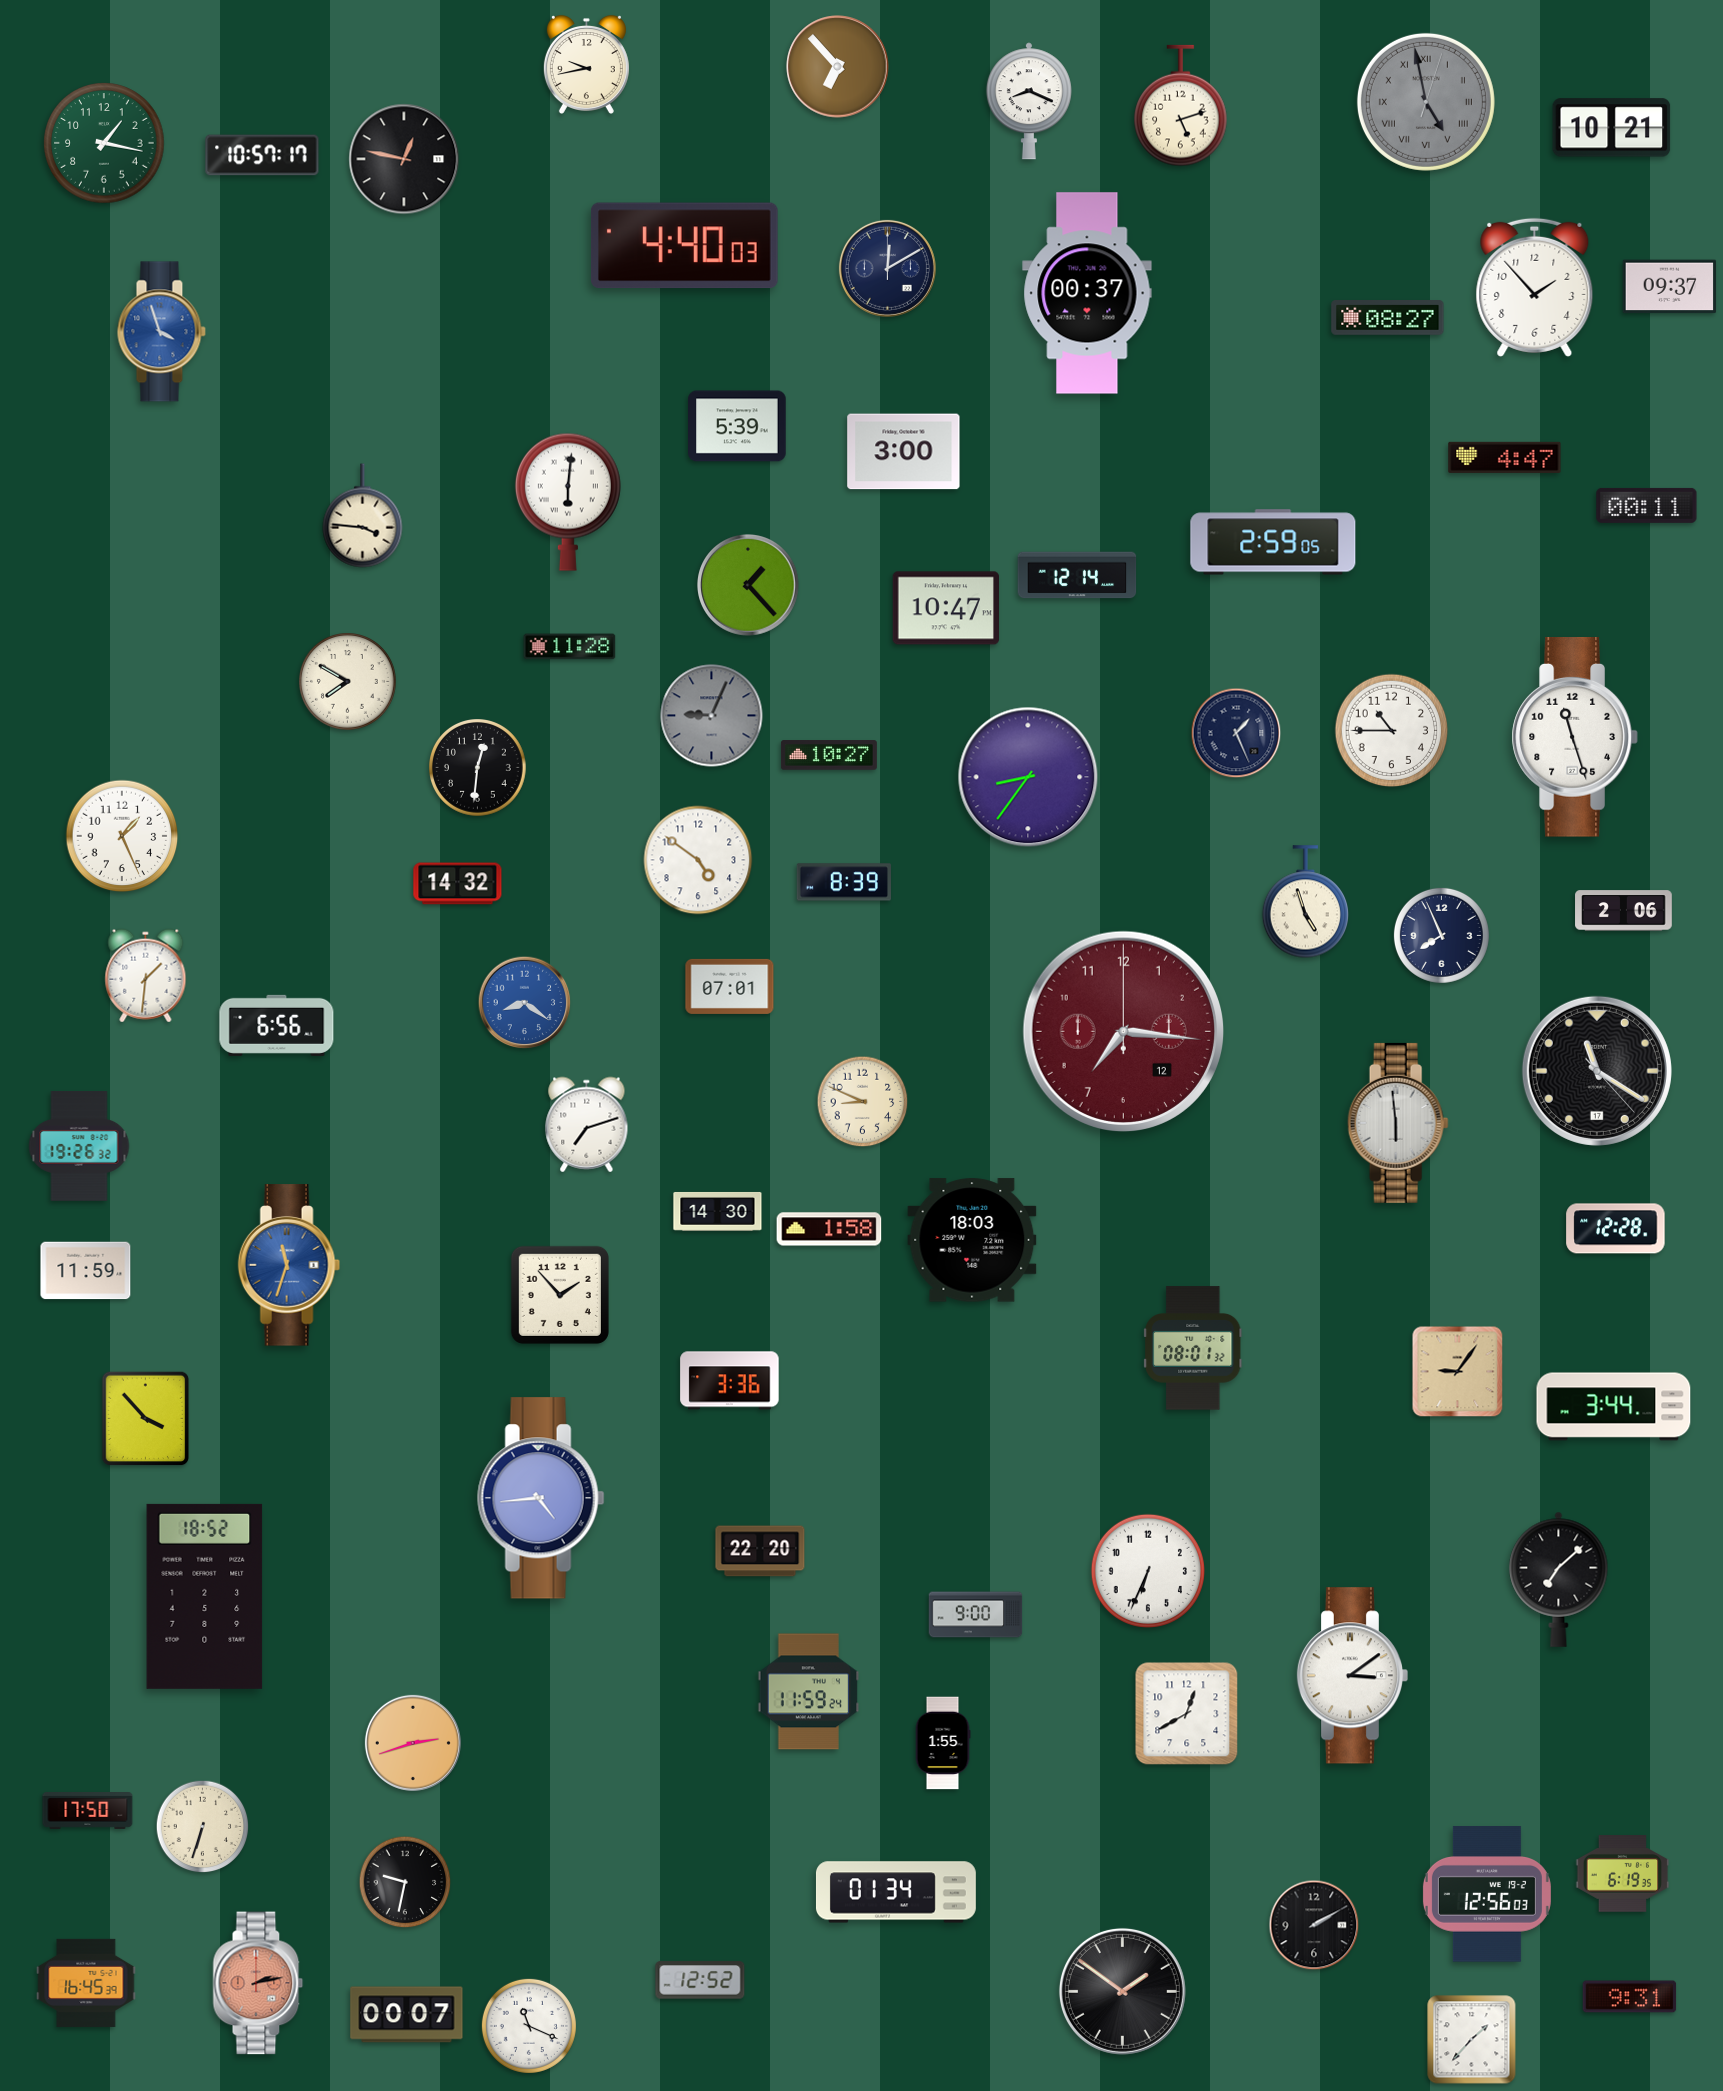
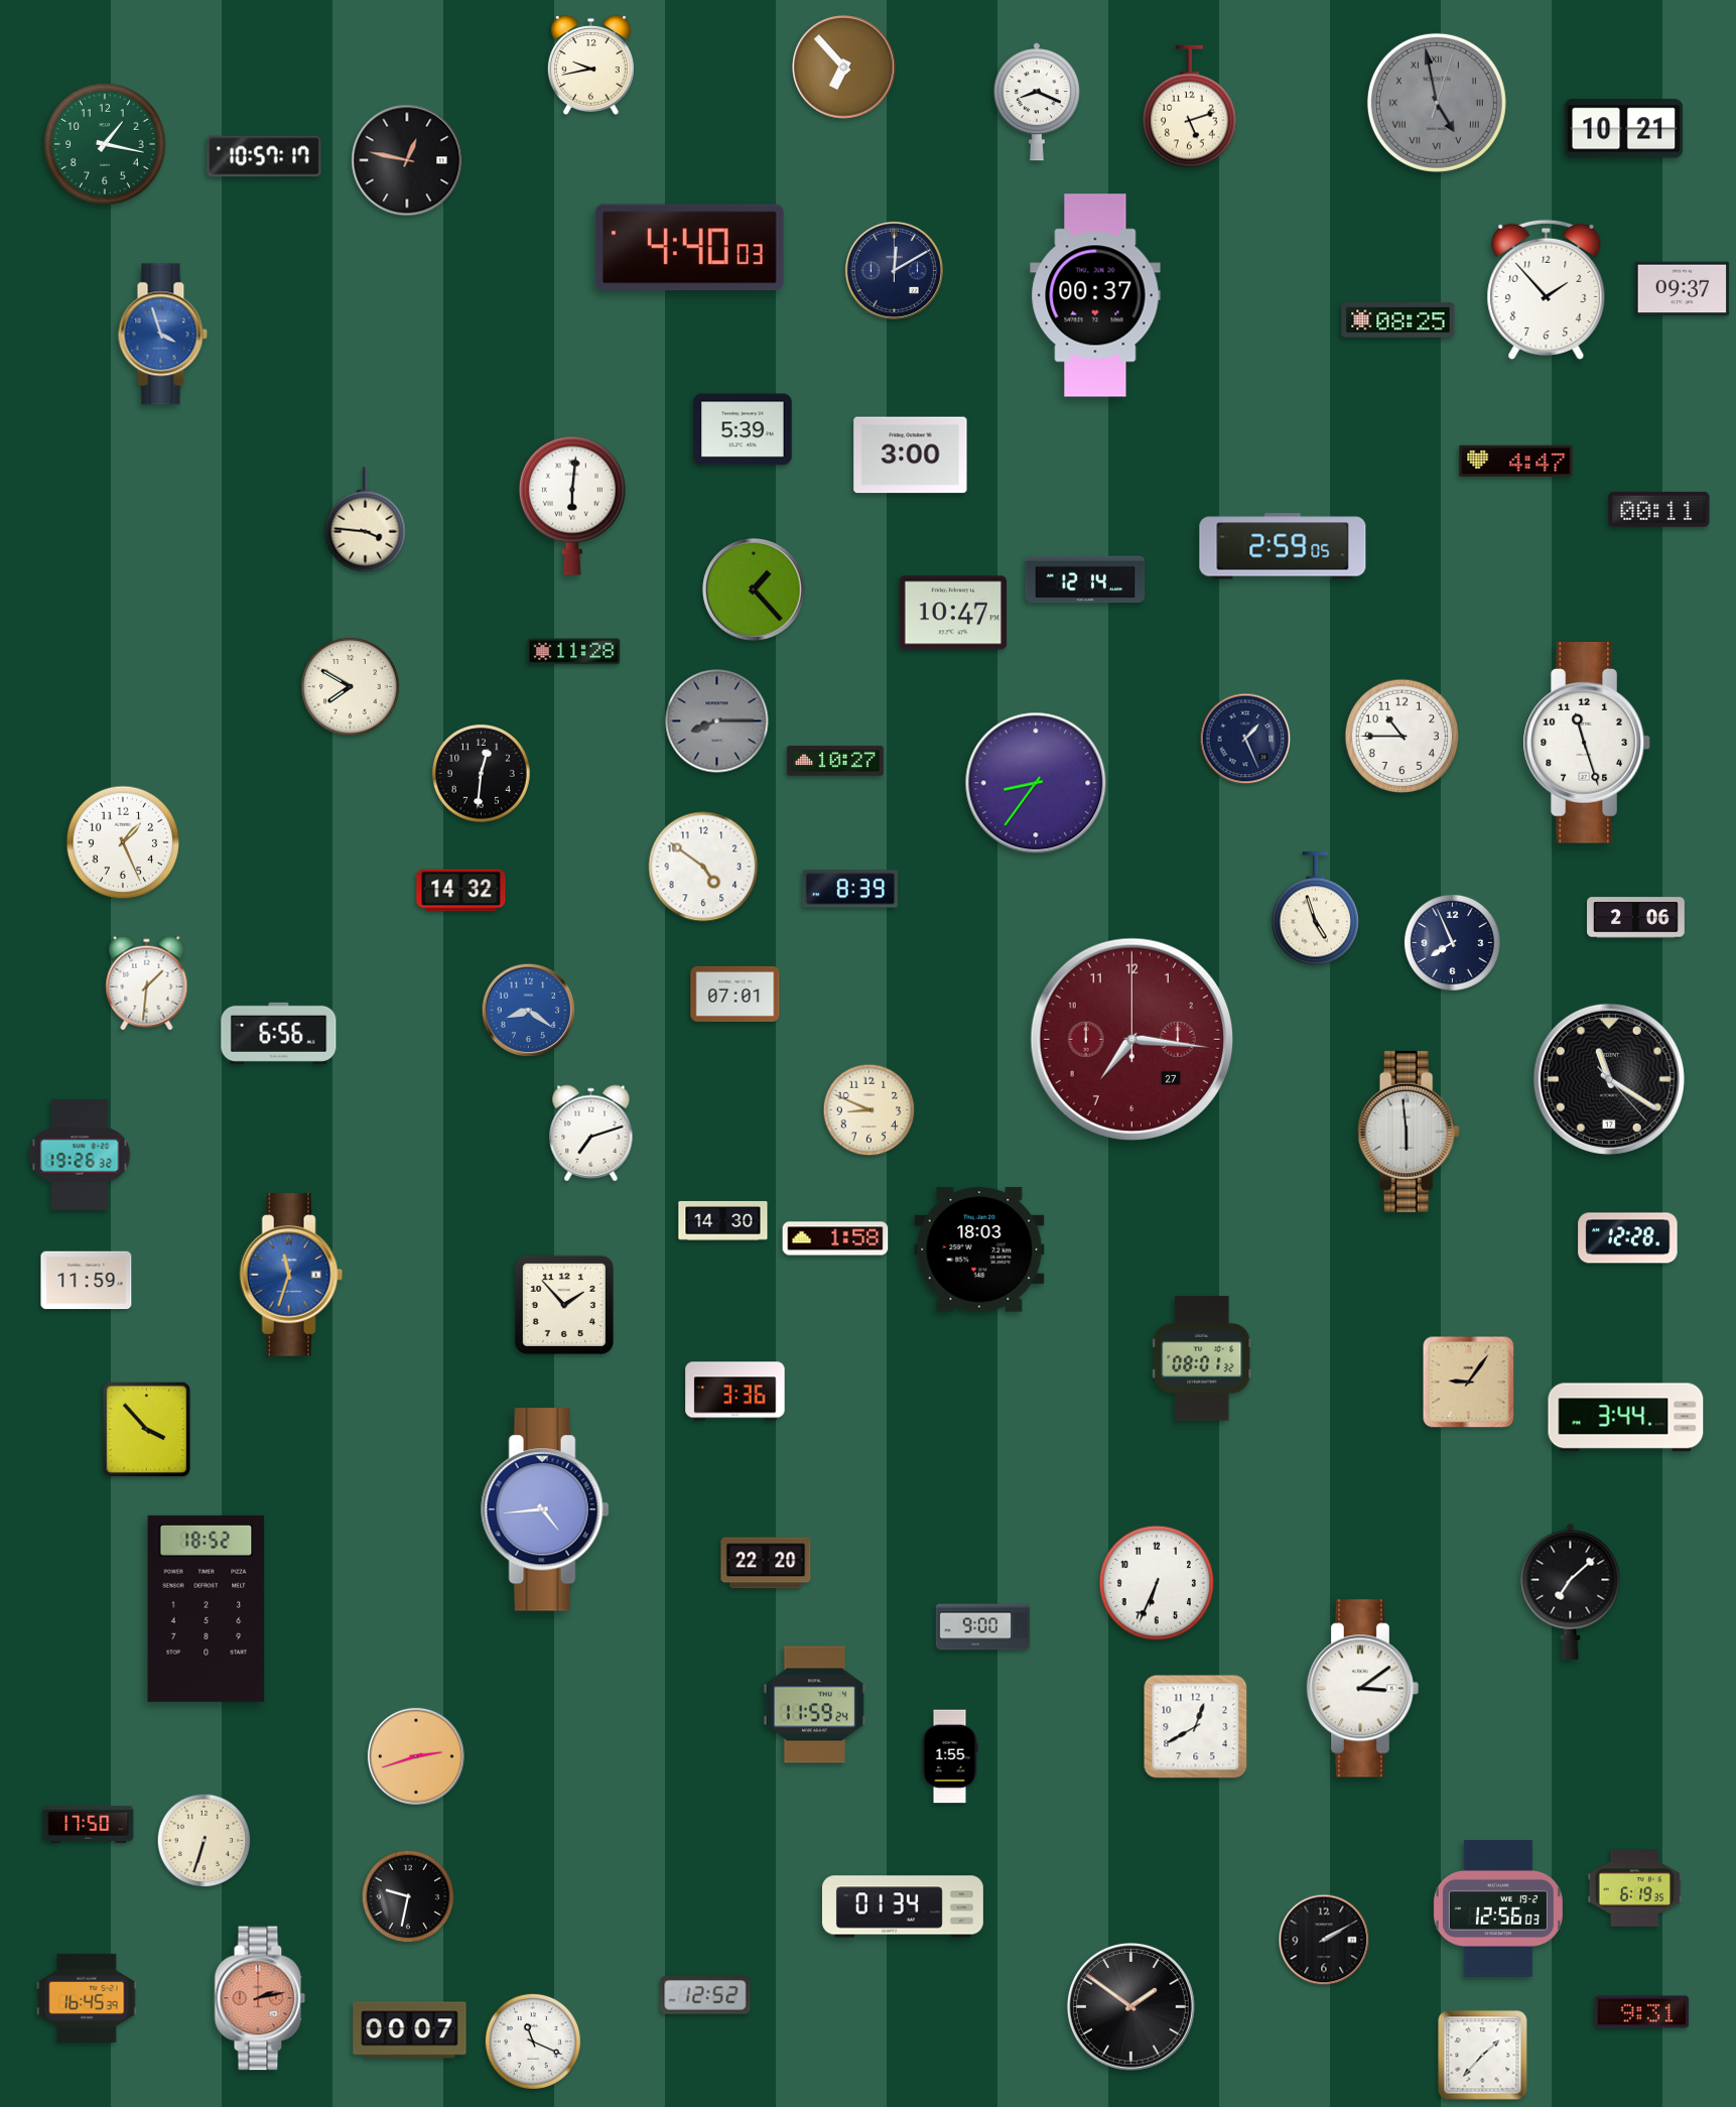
clock at (1388, 318): 08:27 -> 08:25
clock at (712, 716): 9:04 -> 8:15
clock at (1123, 1031) date: 12 -> 27
